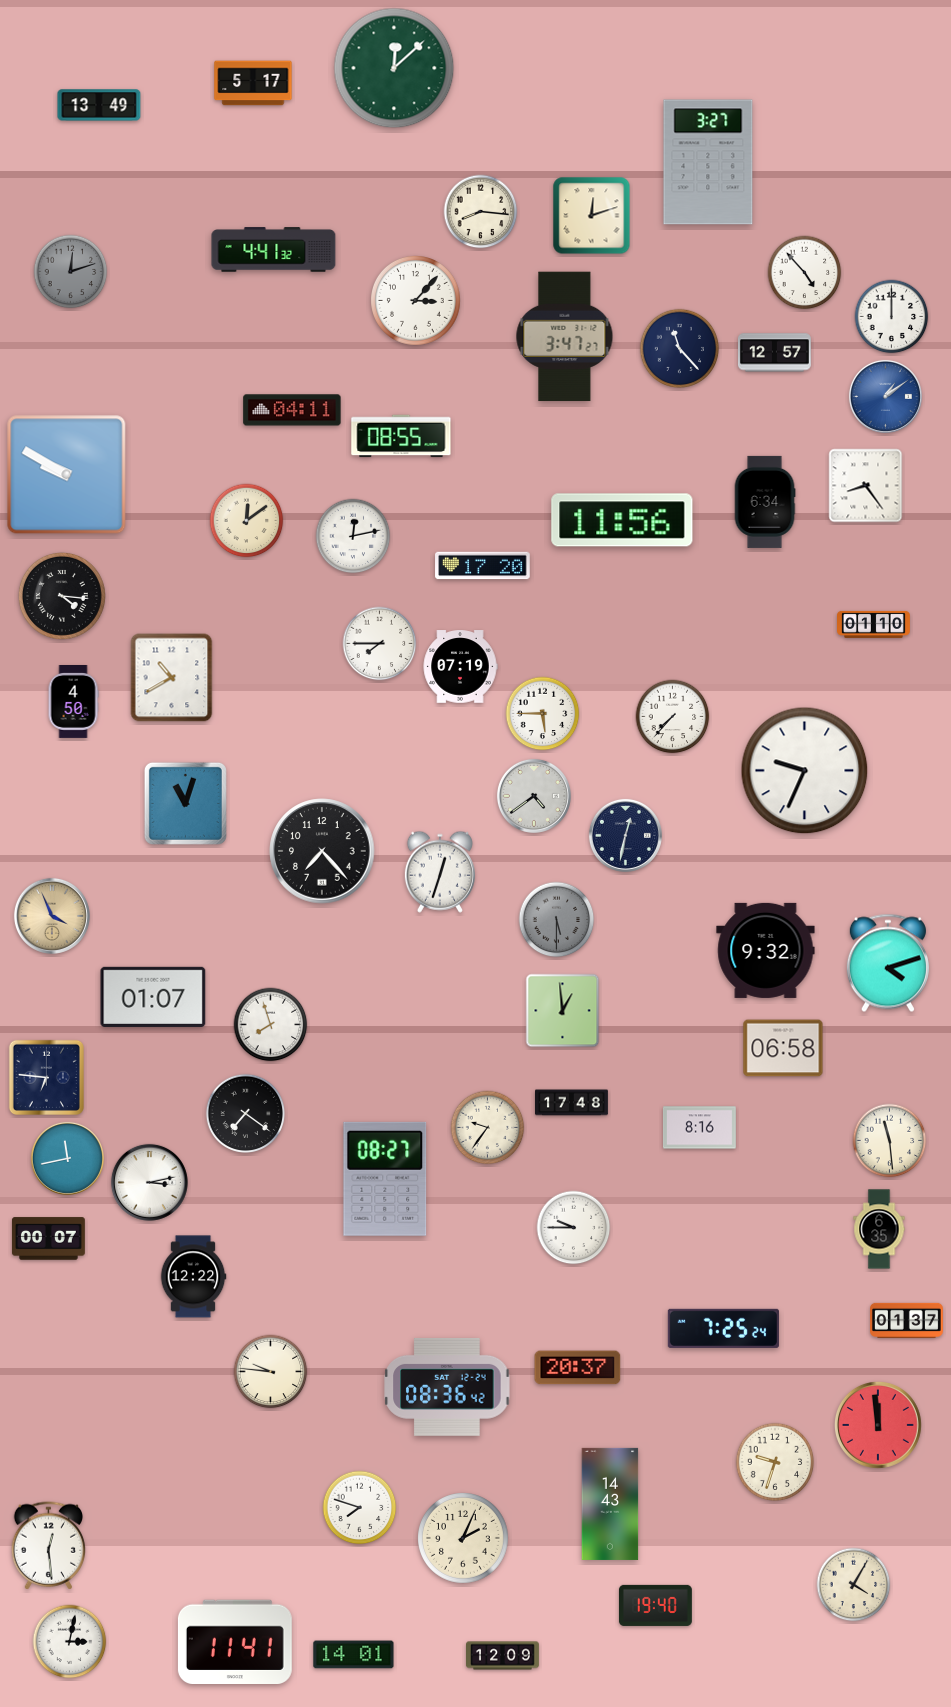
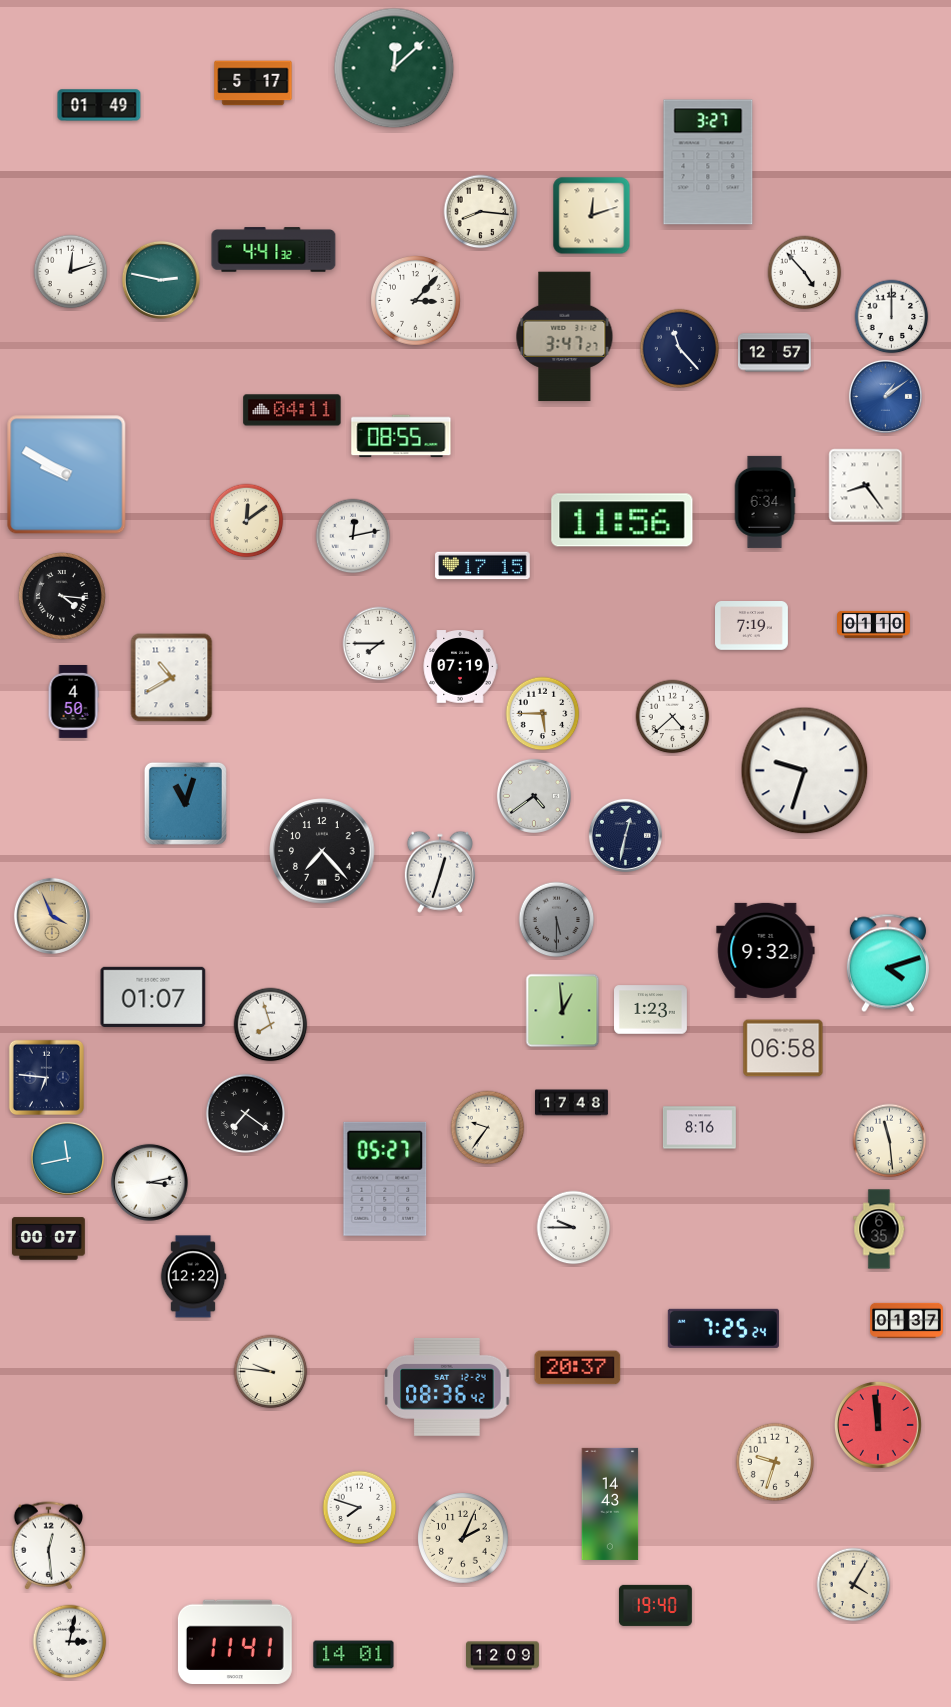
clock at (99, 105): 13:49 -> 01:49
clock at (71, 272) dial: grey -> white
clock at (161, 280): none -> 2:47
clock at (483, 566): 17:20 -> 17:15
clock at (752, 626): none -> 7:19
clock at (673, 717): 7:37 -> 4:38
clock at (805, 771): 9:34 -> 9:33
clock at (651, 1010): none -> 1:23
clock at (385, 1179): 08:27 -> 05:27
